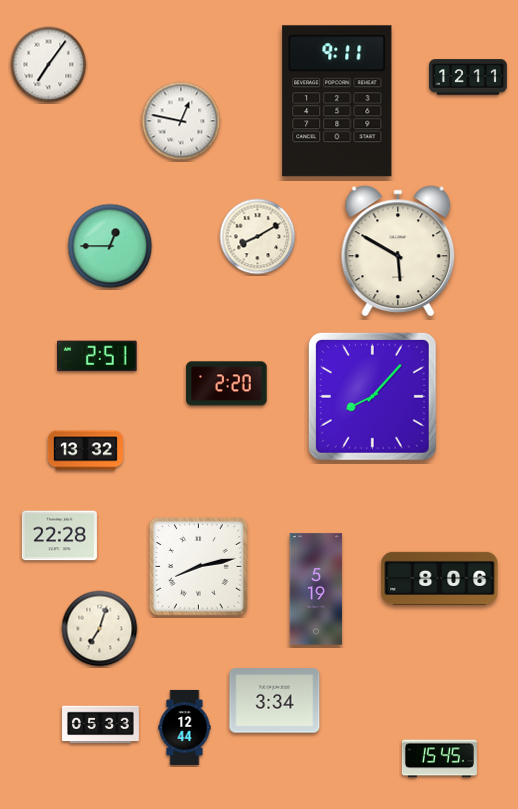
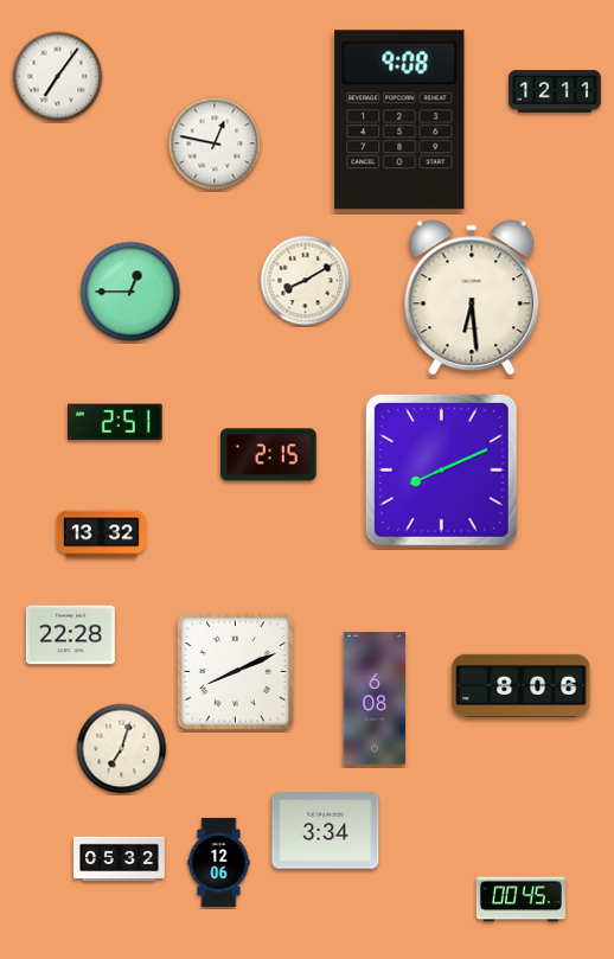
clock at (337, 101): 9:11 -> 9:08
clock at (398, 251): 5:50 -> 6:29
clock at (227, 384): 2:20 -> 2:15
clock at (372, 396): 8:07 -> 8:11
clock at (199, 567): 8:13 -> 8:11
clock at (316, 589): 5:19 -> 6:08
clock at (100, 629) position: (100, 629) -> (122, 749)
clock at (101, 725): 05:33 -> 05:32
clock at (185, 727): 12:44 -> 12:06
clock at (439, 759): 15:45 -> 00:45
